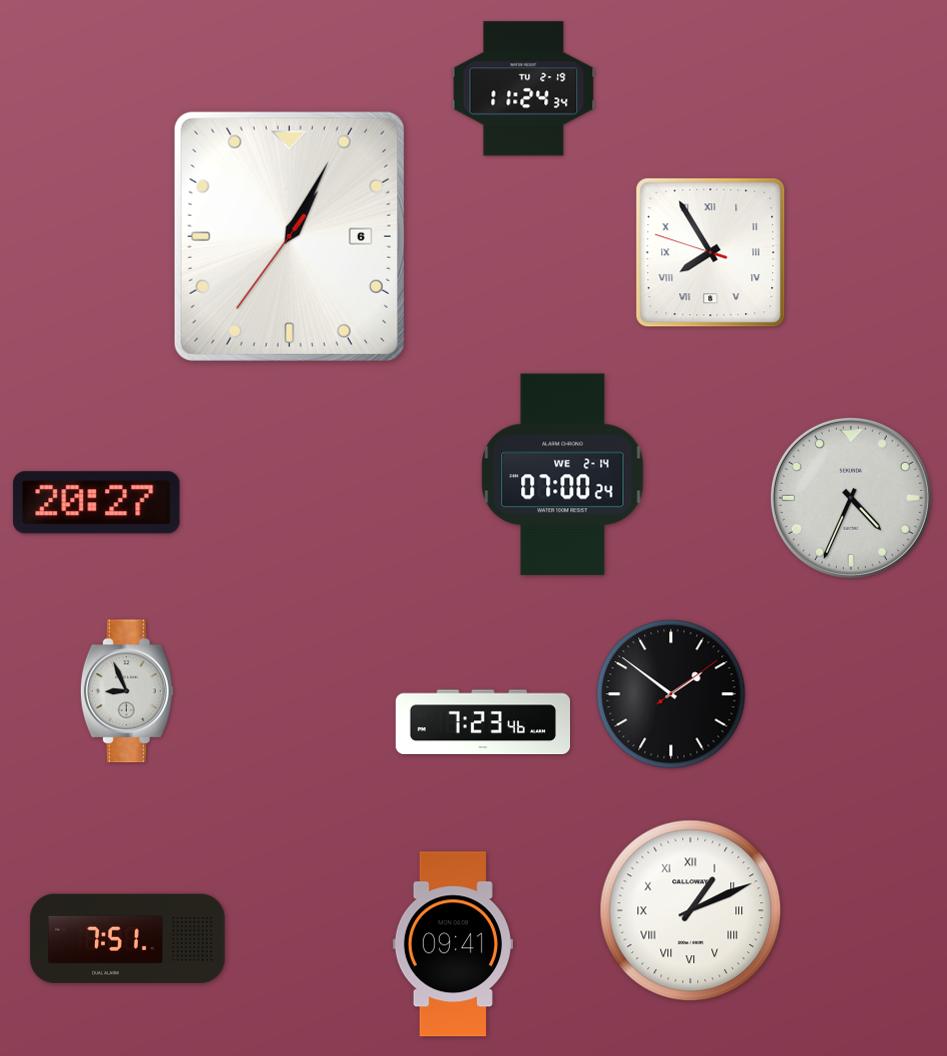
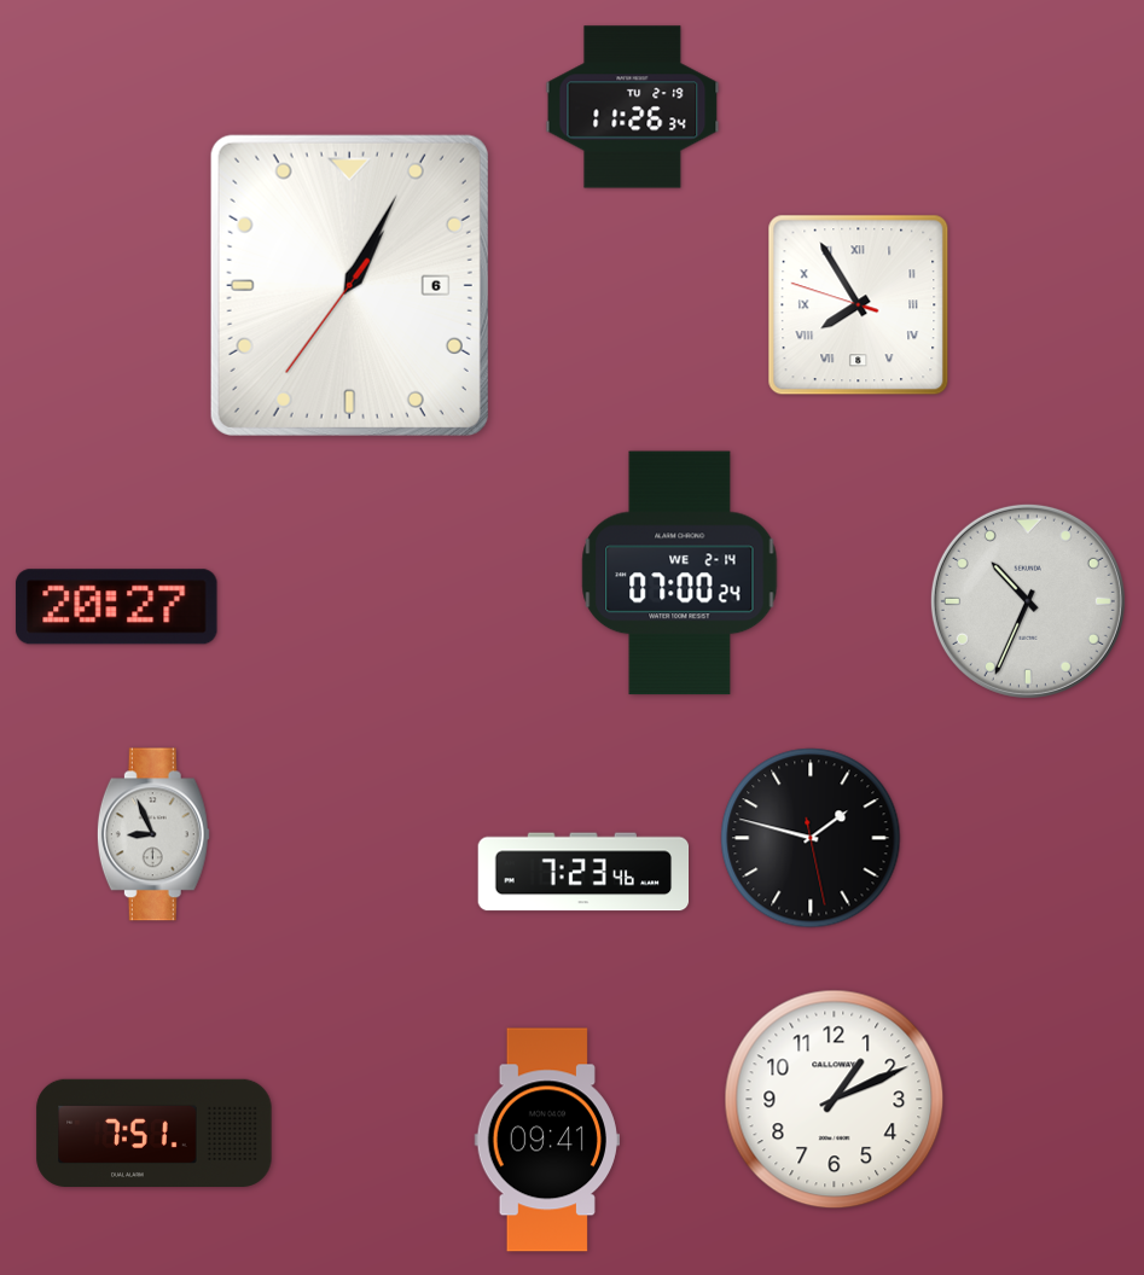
clock at (524, 89): 11:24 -> 11:26
clock at (851, 498): 4:34 -> 10:34
clock at (671, 694): 1:51 -> 1:47
clock at (691, 911) numerals: Roman -> Arabic
